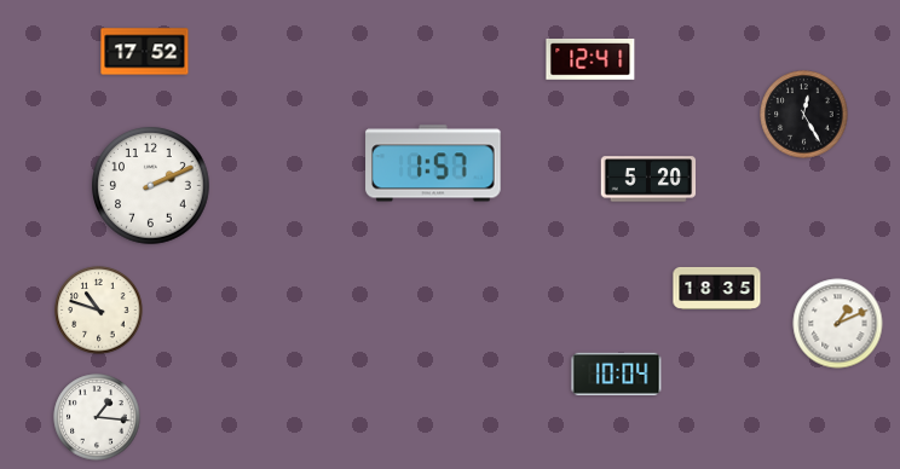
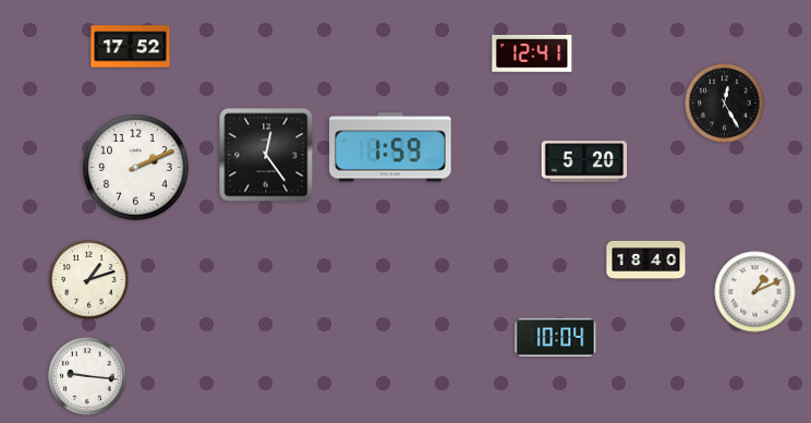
clock at (433, 163): 1:57 -> 1:59
clock at (266, 155): none -> 12:24
clock at (717, 288): 18:35 -> 18:40
clock at (99, 311): 10:48 -> 1:12
clock at (97, 417): 1:16 -> 9:16
